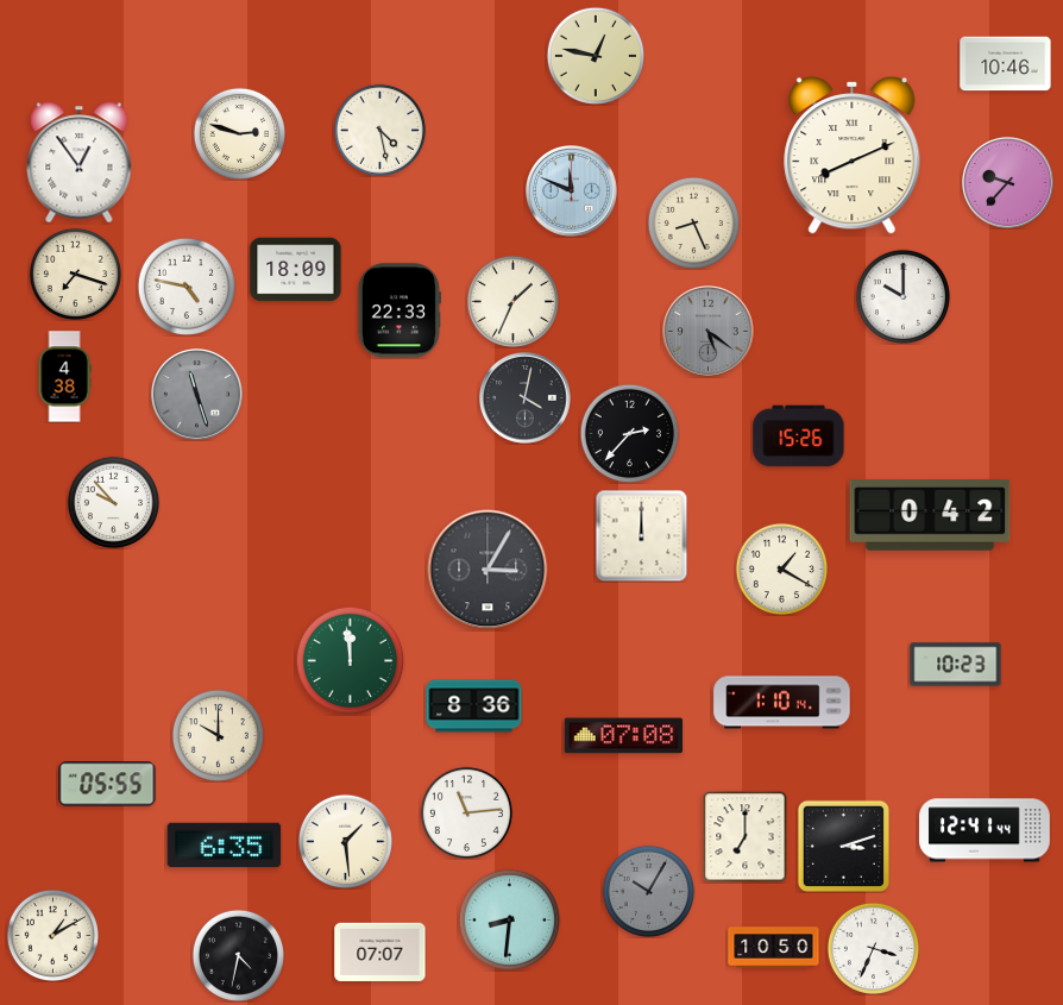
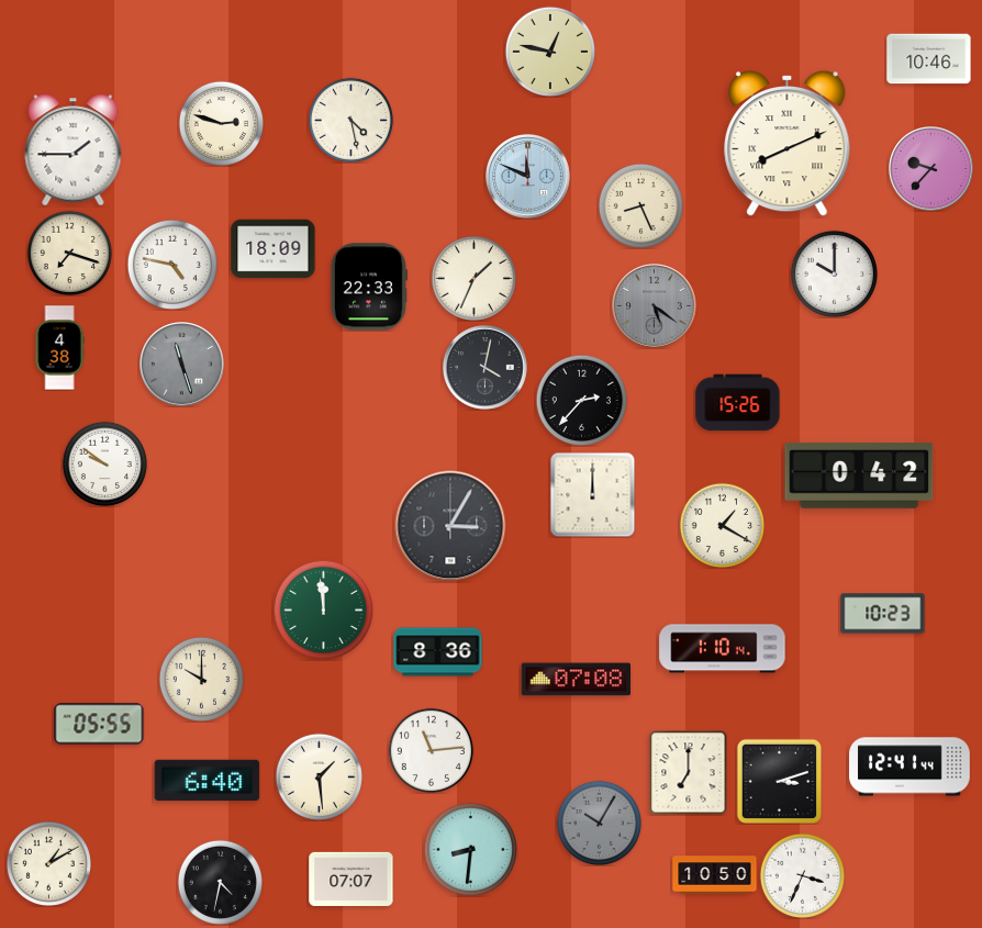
clock at (80, 163): 12:54 -> 1:45
clock at (113, 502): 9:53 -> 9:51
clock at (225, 846): 6:35 -> 6:40
clock at (873, 948) position: (873, 948) -> (802, 875)
